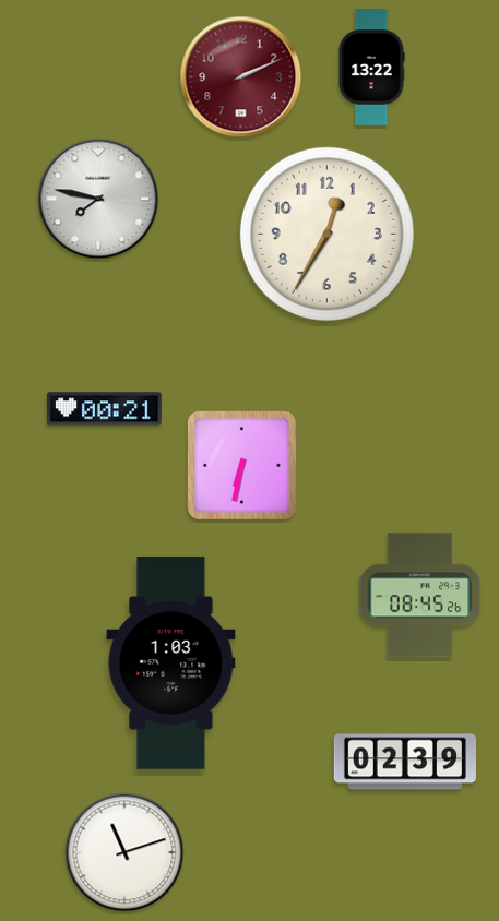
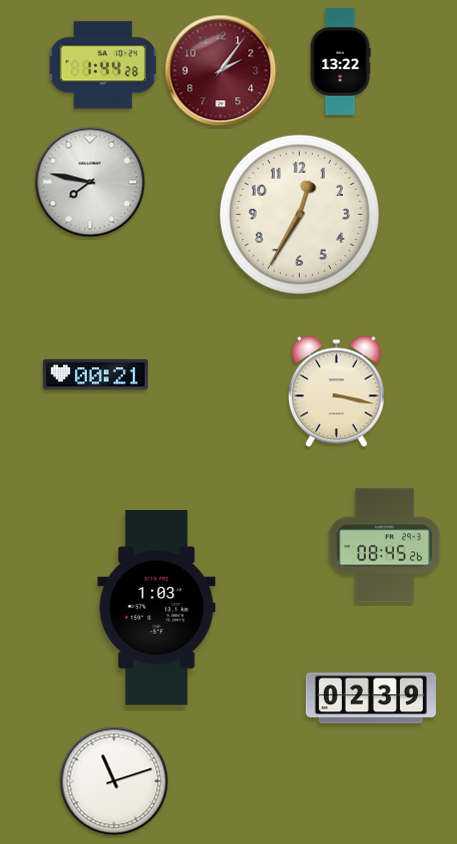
clock at (103, 65): none -> 1:44
clock at (241, 77): 2:11 -> 2:06
clock at (336, 392): none -> 3:17
clock at (241, 465): 6:32 -> none
